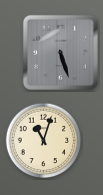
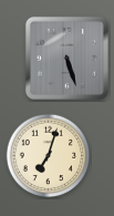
clock at (44, 141): 11:03 -> 7:03
